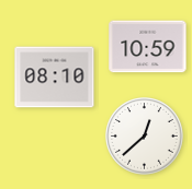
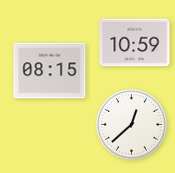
clock at (55, 78): 08:10 -> 08:15
